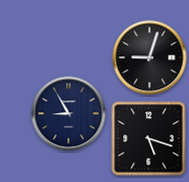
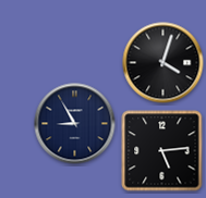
clock at (150, 58): 9:03 -> 4:03
clock at (149, 139): 5:18 -> 5:14
